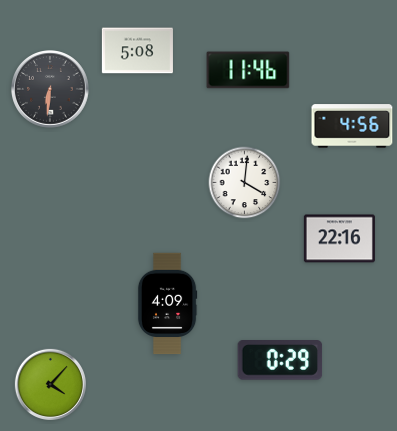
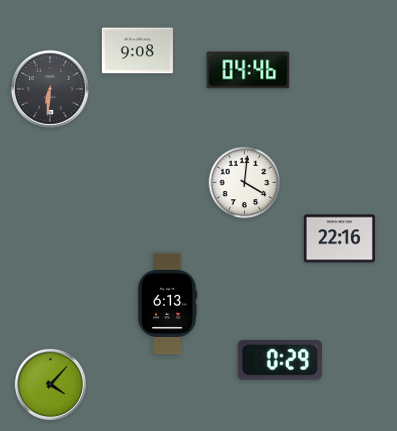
clock at (137, 51): 5:08 -> 9:08
clock at (248, 70): 11:46 -> 04:46
clock at (352, 126): 4:56 -> none
clock at (167, 304): 4:09 -> 6:13
